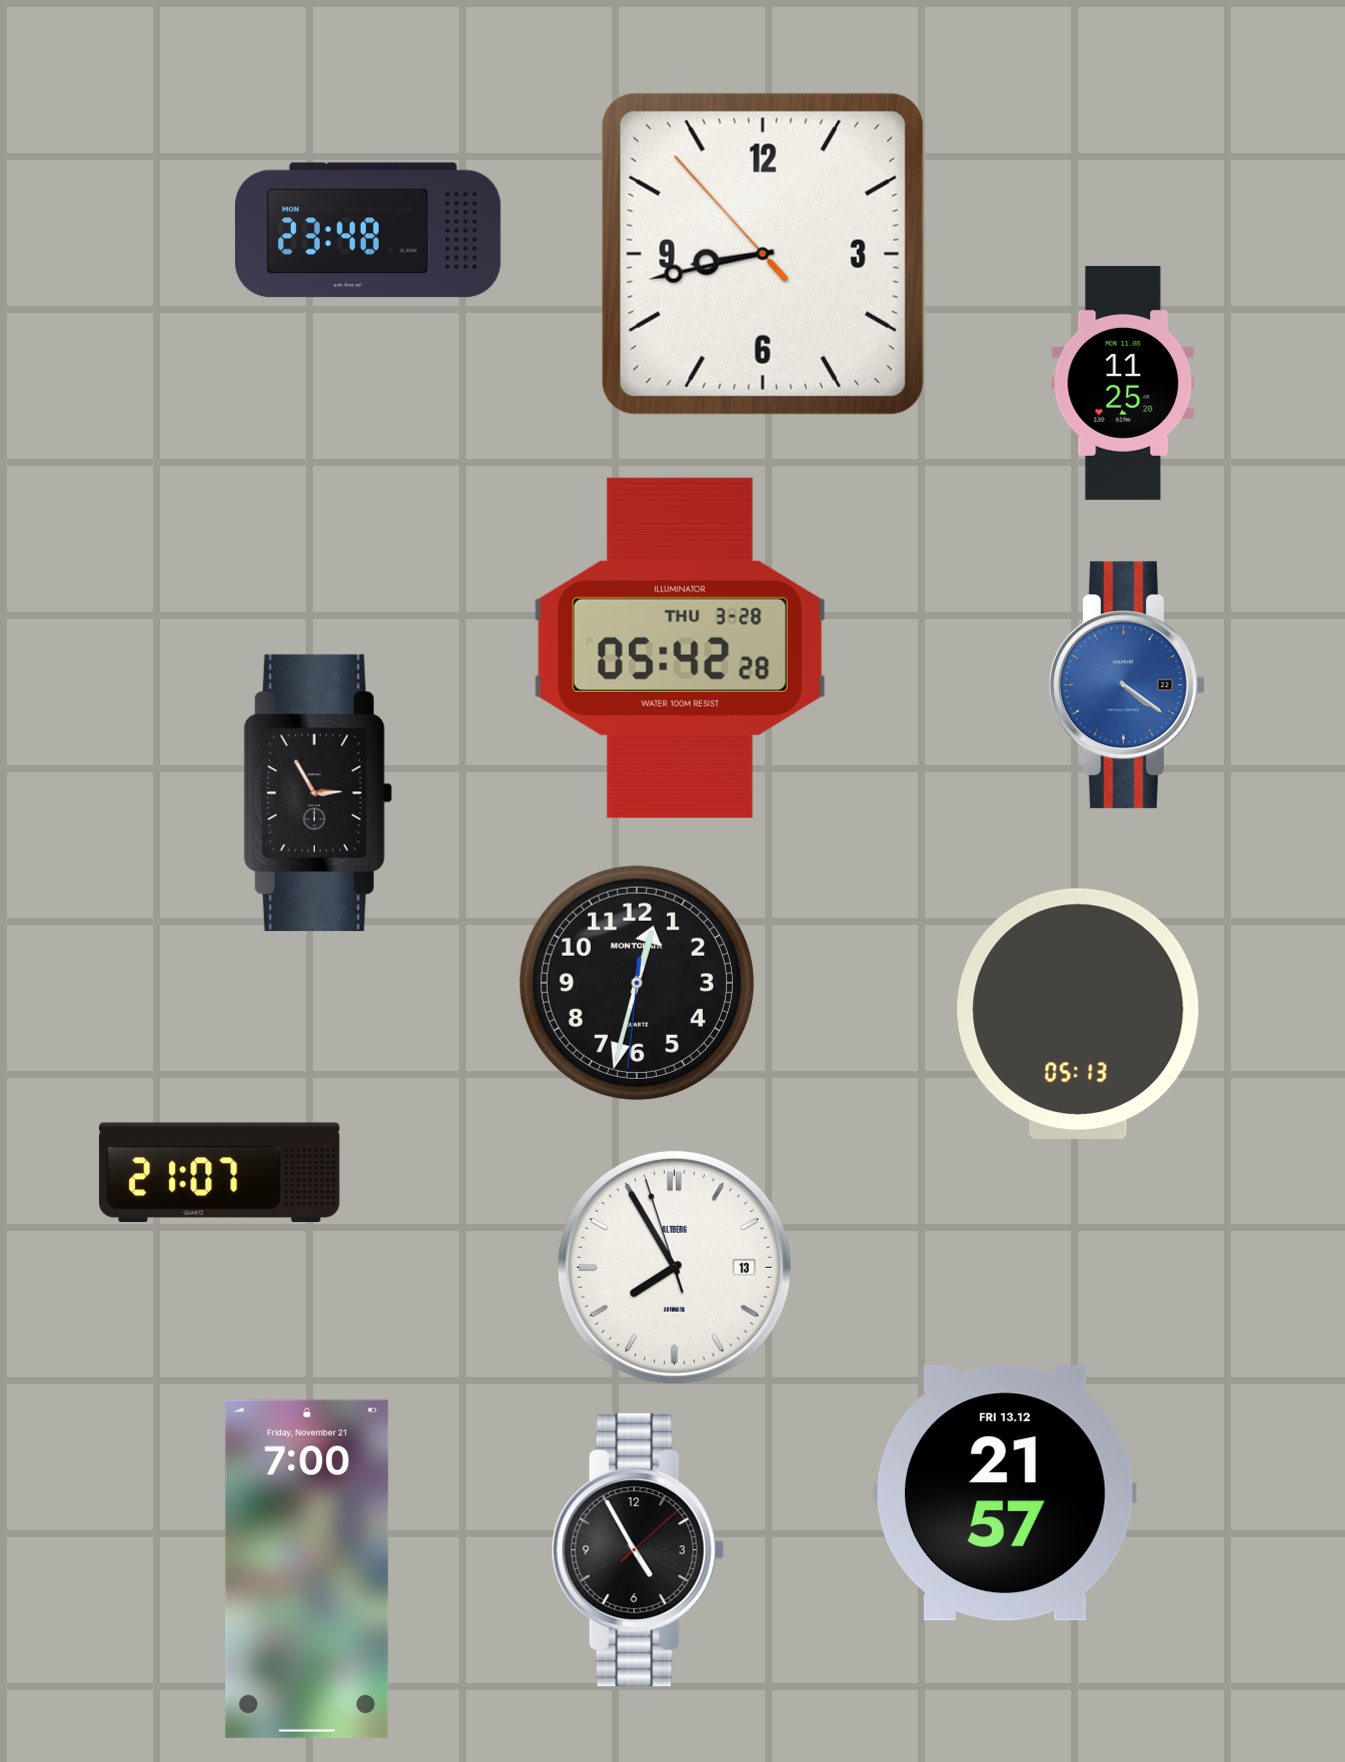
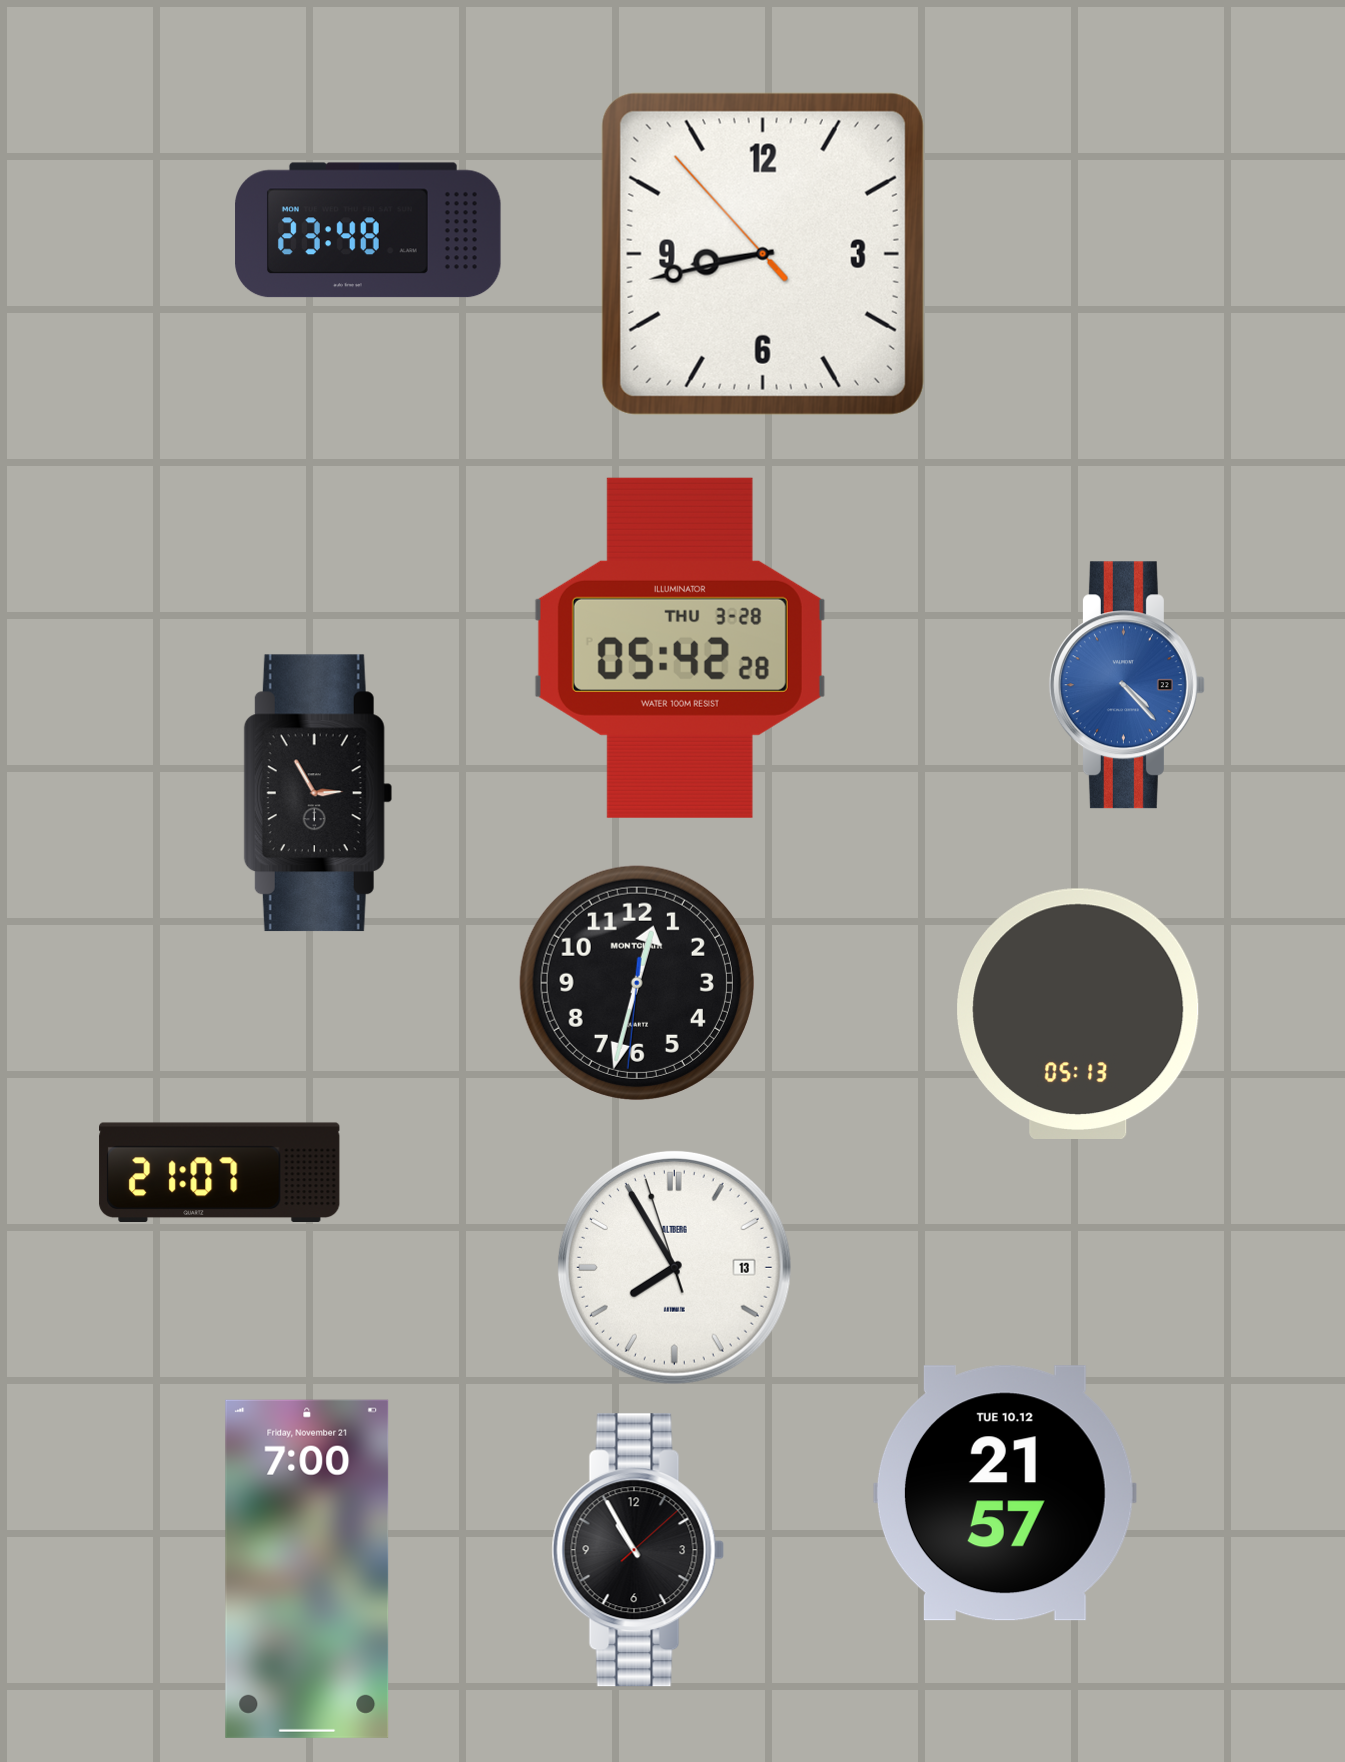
clock at (1123, 383): 11:25 -> none
clock at (1127, 685): 4:21 -> 4:23
clock at (1005, 1493) date: FRI 13.12 -> TUE 10.12
clock at (638, 1550): 4:55 -> 10:55
